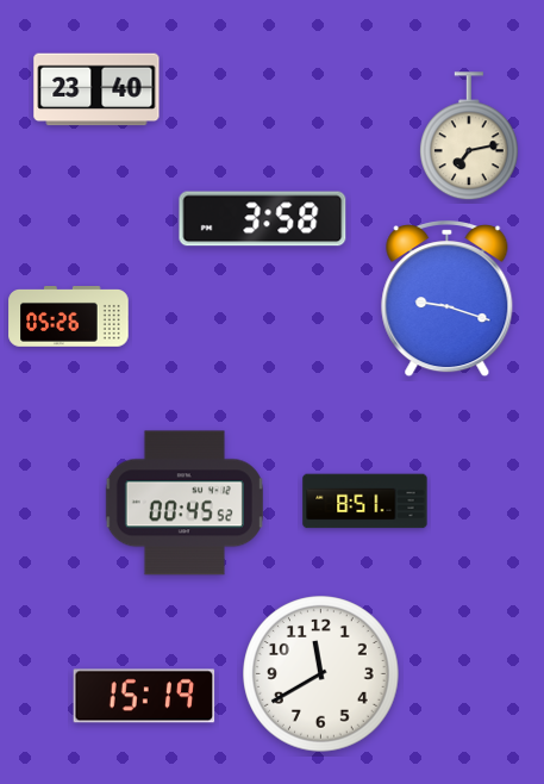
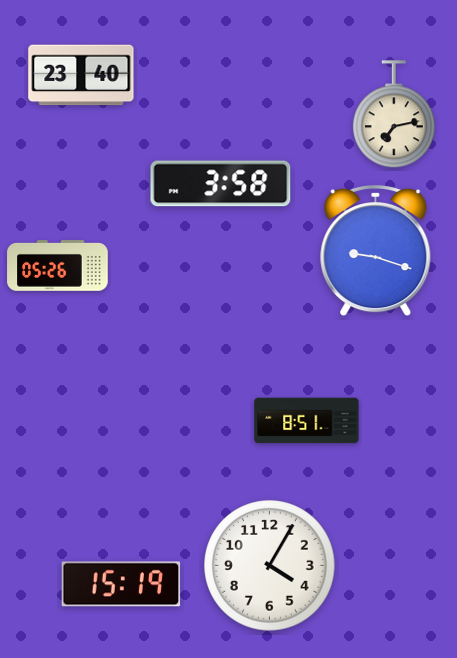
clock at (185, 503): 00:45 -> none
clock at (321, 674): 11:40 -> 4:05
